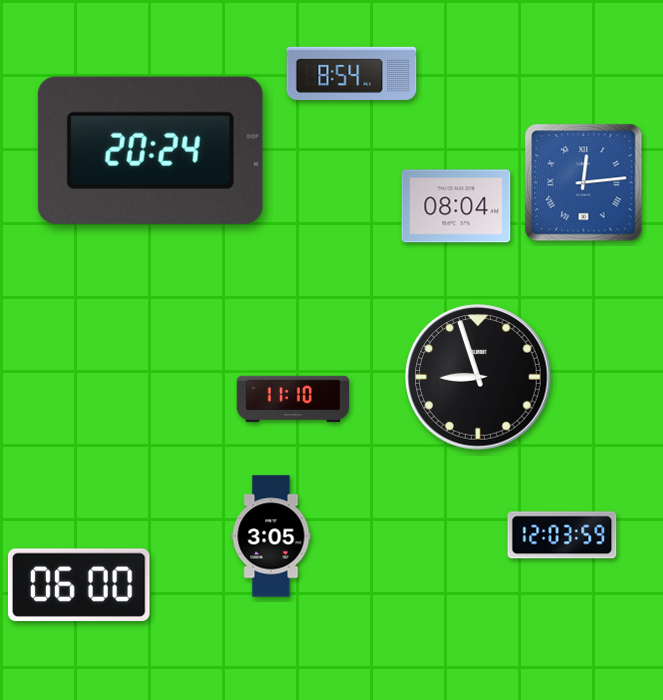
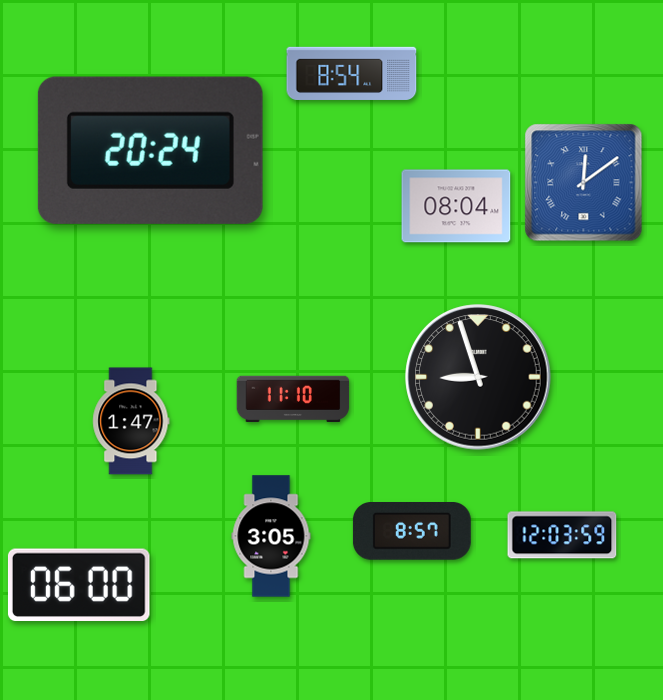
clock at (584, 183): 12:14 -> 12:09
clock at (131, 421): none -> 1:47
clock at (412, 532): none -> 8:57
